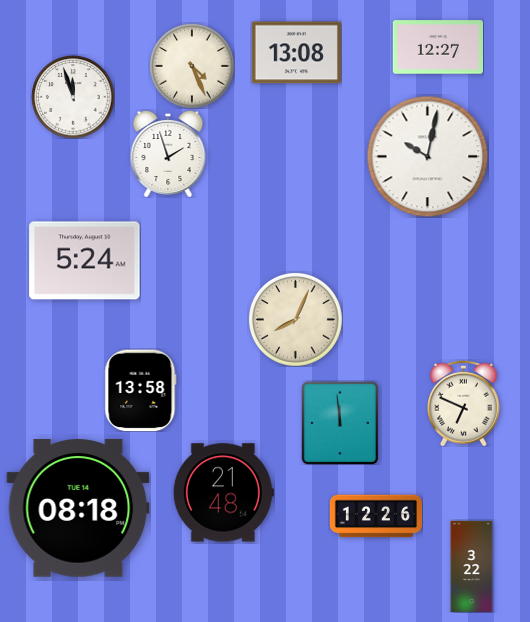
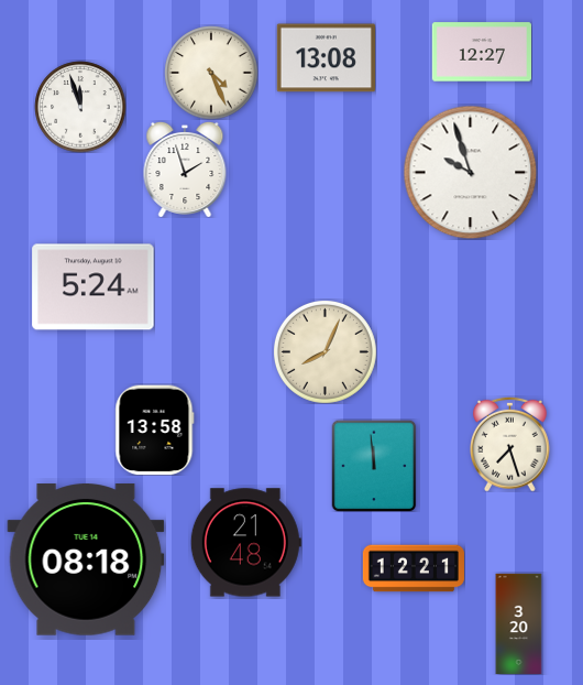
clock at (427, 156): 10:02 -> 9:57
clock at (464, 403): 6:49 -> 7:27
clock at (376, 516): 12:26 -> 12:21
clock at (472, 566): 3:22 -> 3:20
